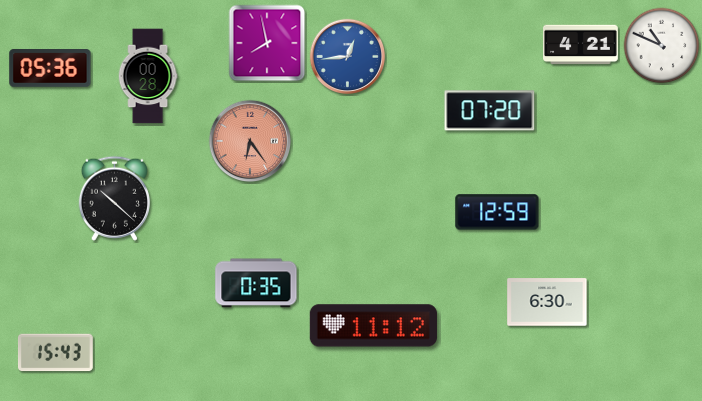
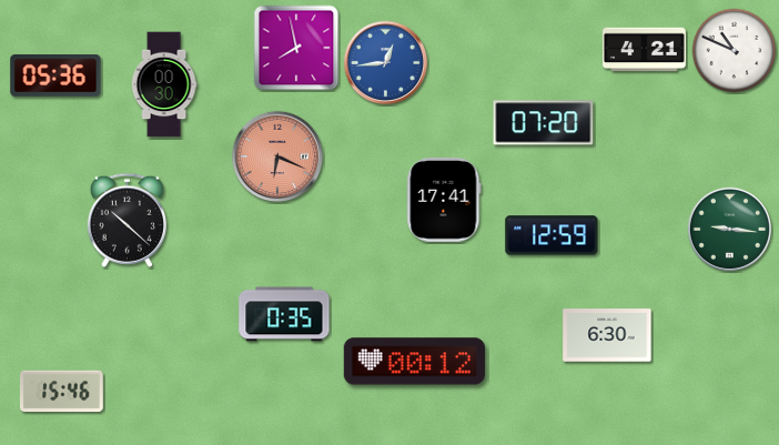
clock at (148, 76): 00:28 -> 00:30
clock at (250, 141): 6:24 -> 6:19
clock at (444, 201): none -> 17:41
clock at (729, 229): none -> 9:16
clock at (373, 326): 11:12 -> 00:12
clock at (56, 353): 15:43 -> 15:46
